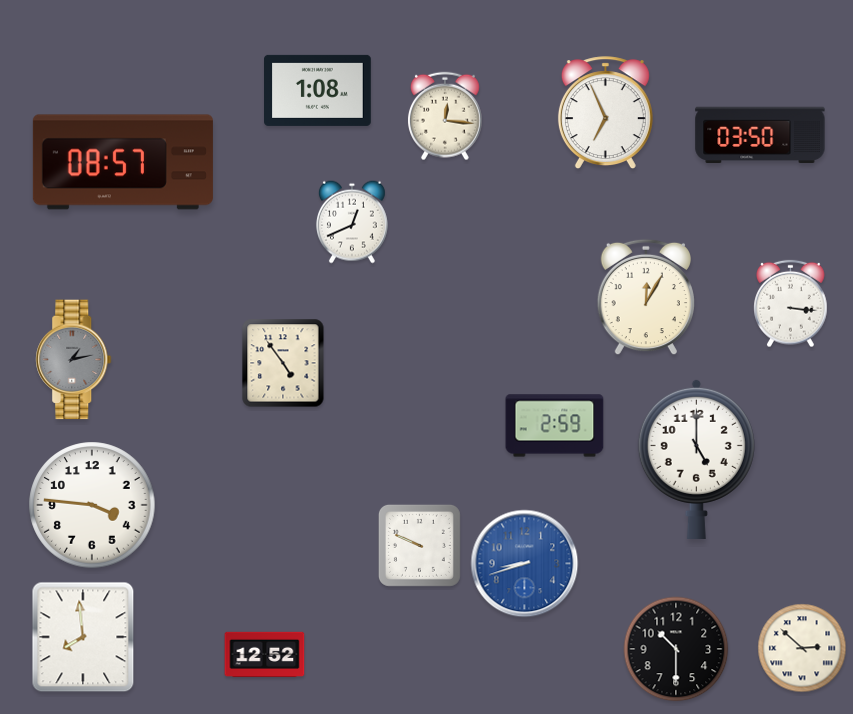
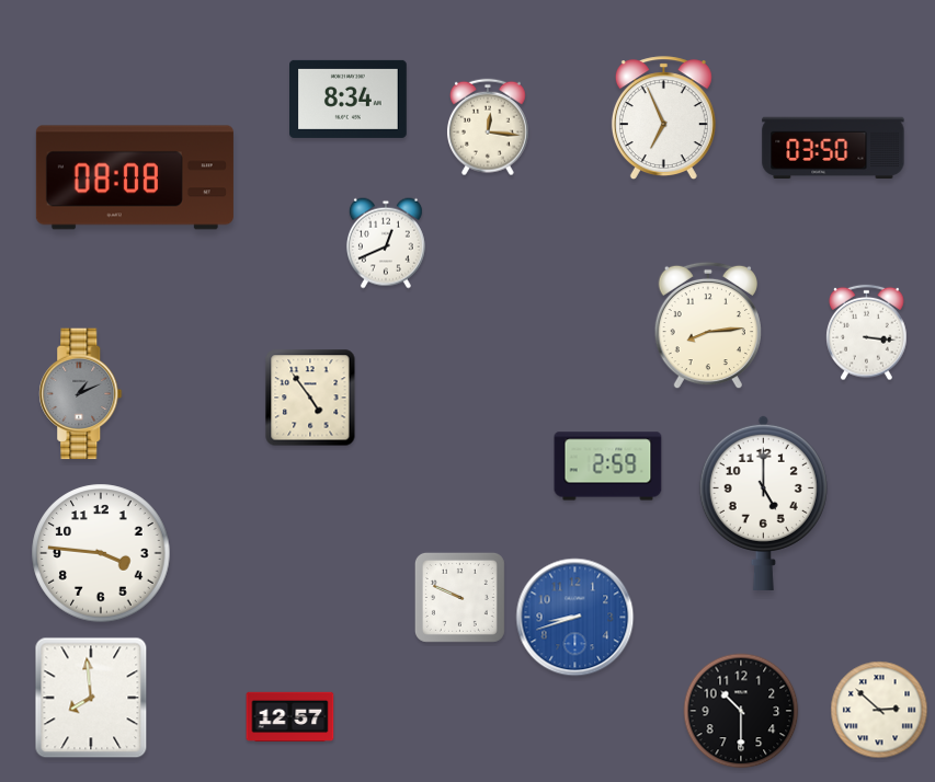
clock at (318, 90): 1:08 -> 8:34
clock at (605, 113) position: (605, 113) -> (663, 118)
clock at (123, 162): 08:57 -> 08:08
clock at (646, 297): 12:05 -> 8:14
clock at (74, 360): 1:13 -> 1:11
clock at (265, 655): 12:52 -> 12:57
